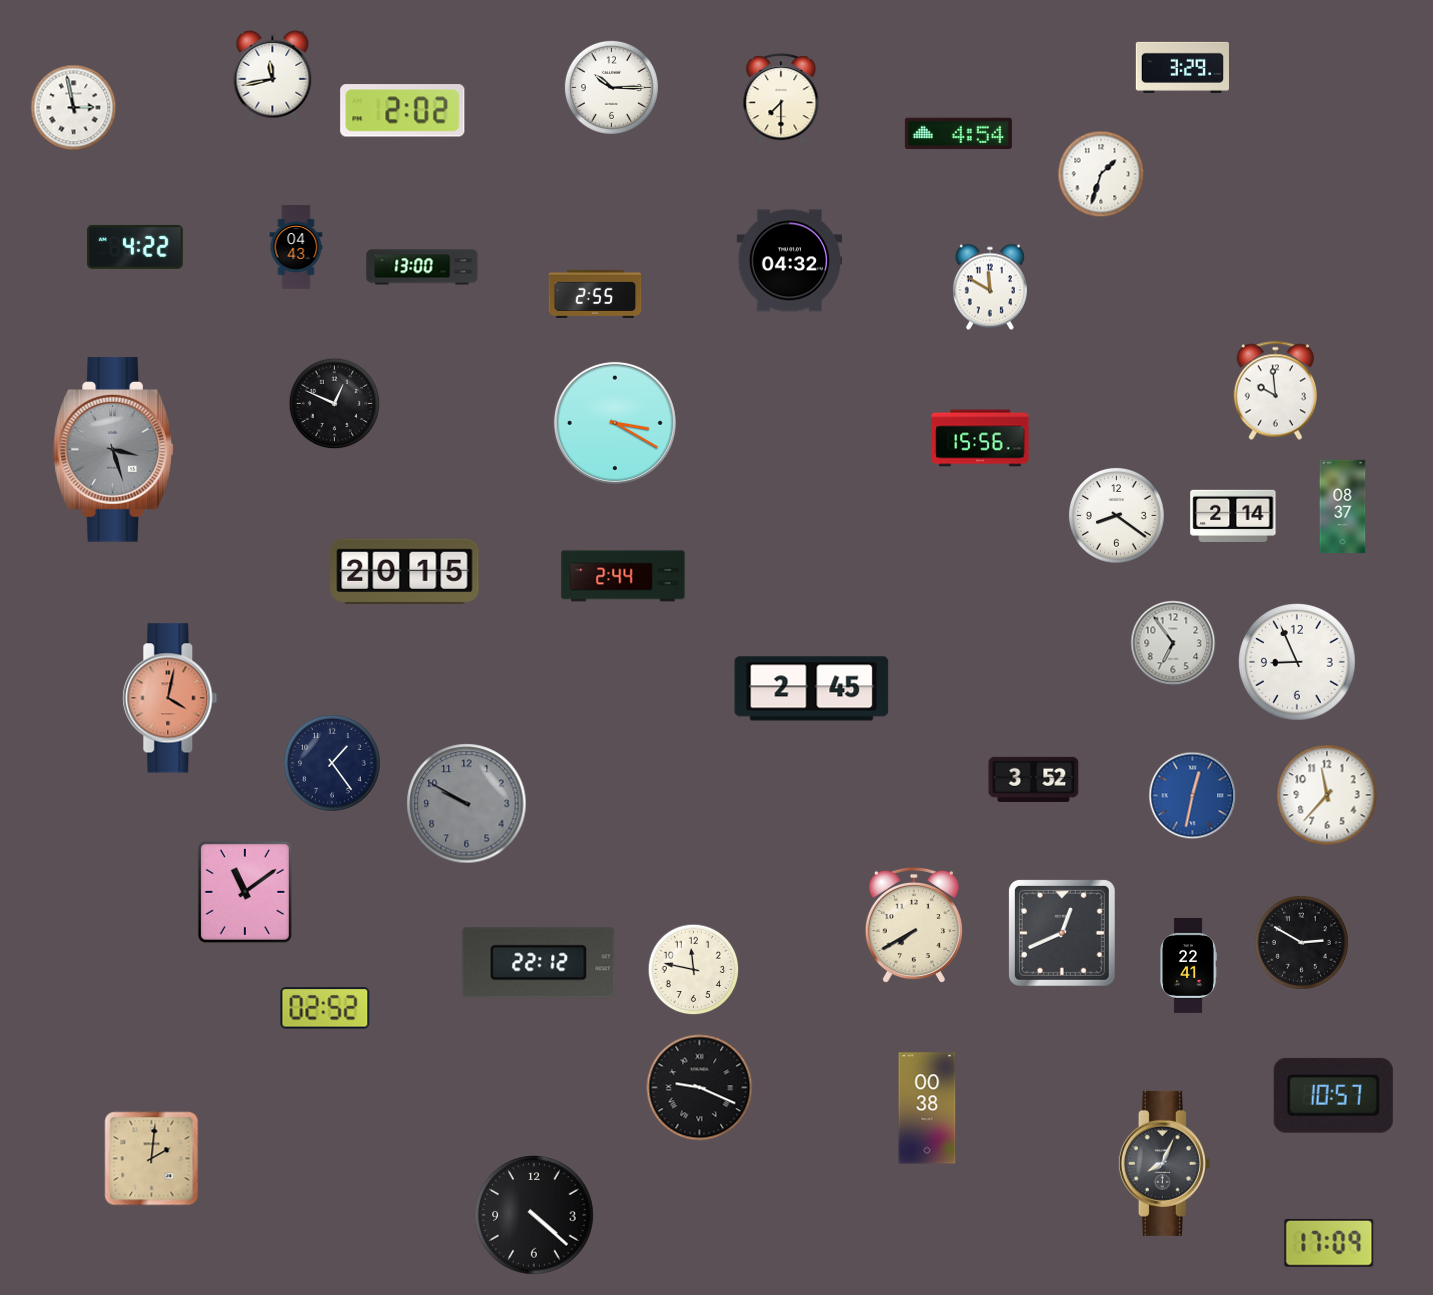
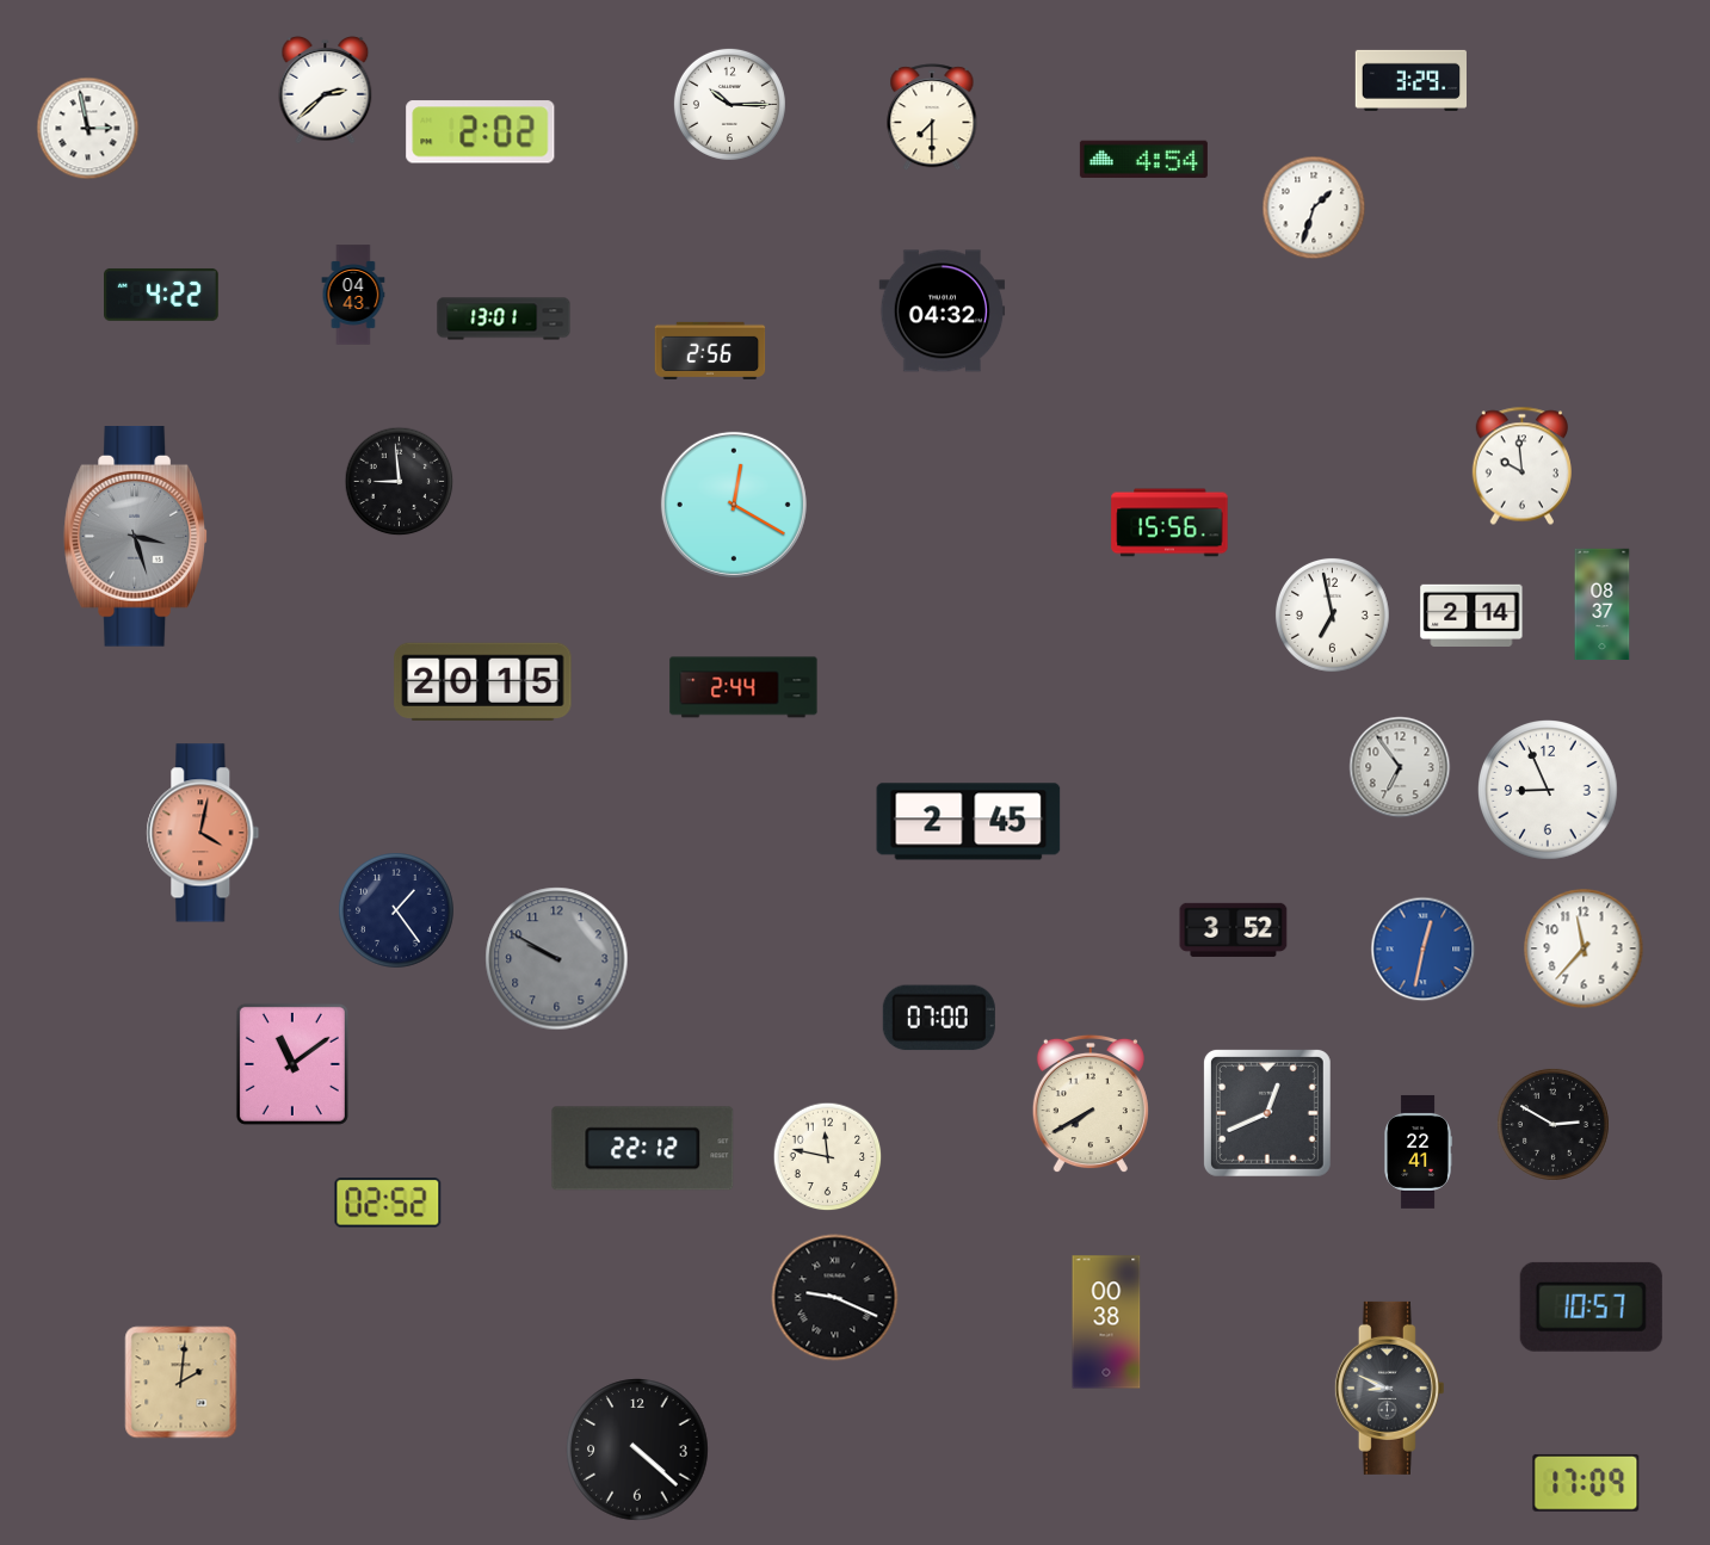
clock at (273, 76): 11:43 -> 2:38
clock at (422, 267): 13:00 -> 13:01
clock at (990, 287): 11:50 -> none
clock at (595, 294): 2:55 -> 2:56
clock at (335, 404): 12:49 -> 8:59
clock at (615, 423): 3:20 -> 12:20
clock at (1116, 515): 8:21 -> 6:58
clock at (939, 1018): none -> 07:00
clock at (1164, 1163): 8:04 -> 8:49
